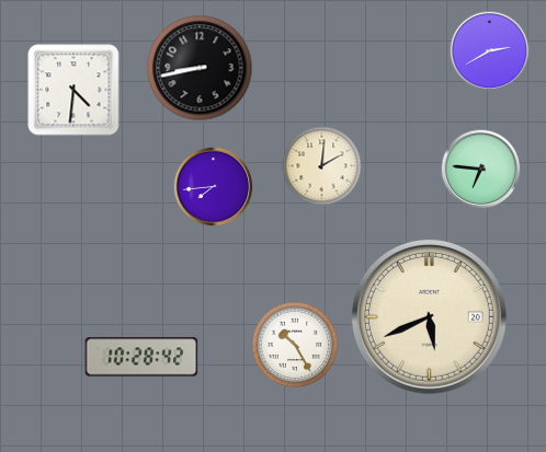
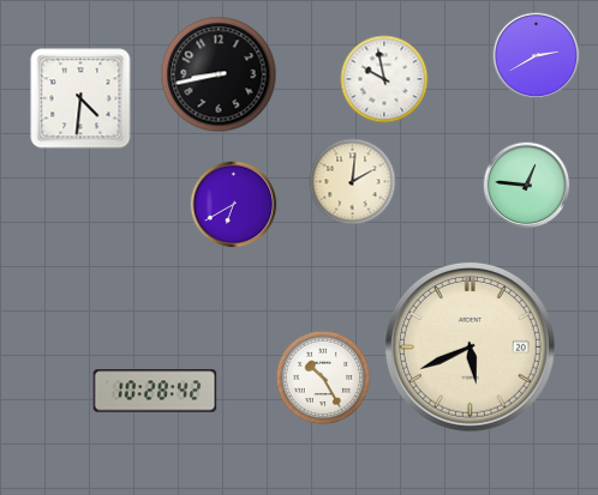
clock at (384, 79): none -> 9:58
clock at (481, 170): 6:46 -> 12:46
clock at (214, 187): 7:44 -> 6:40
